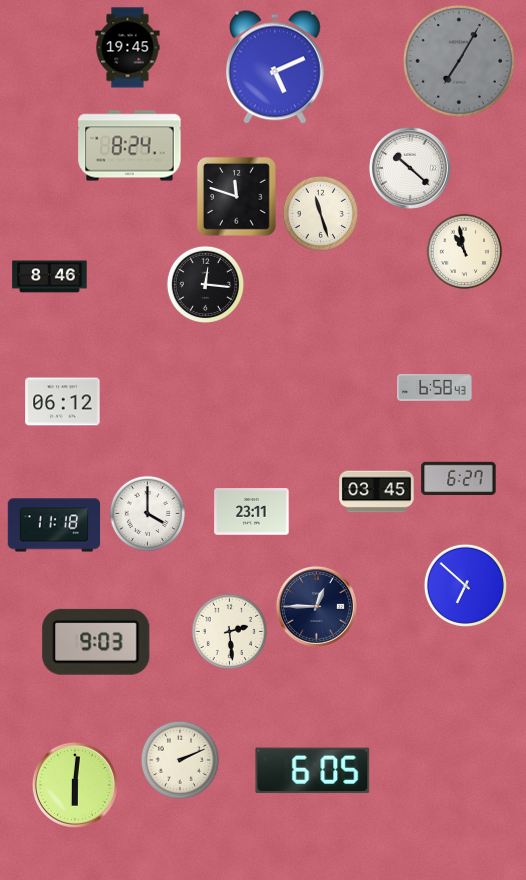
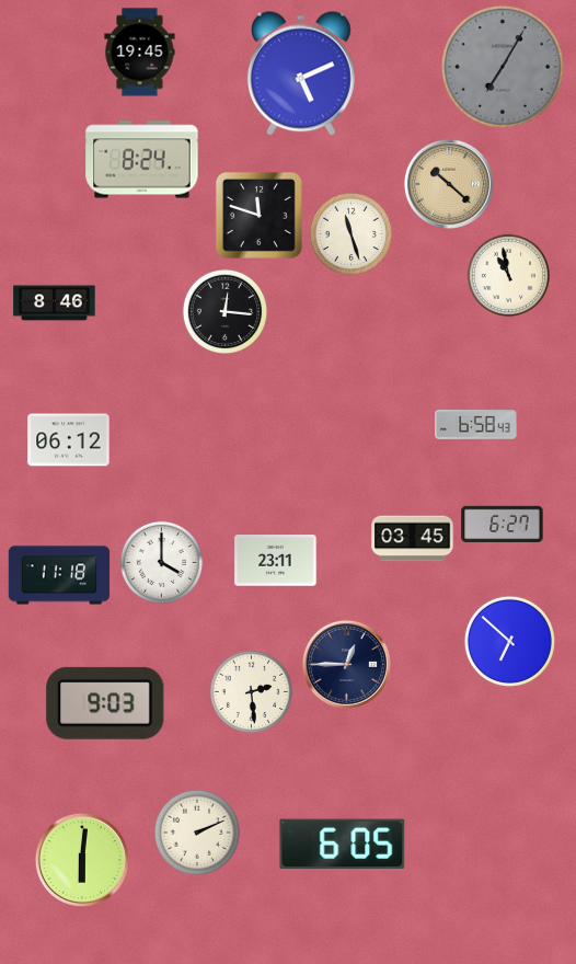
clock at (410, 168) dial: white -> champagne
